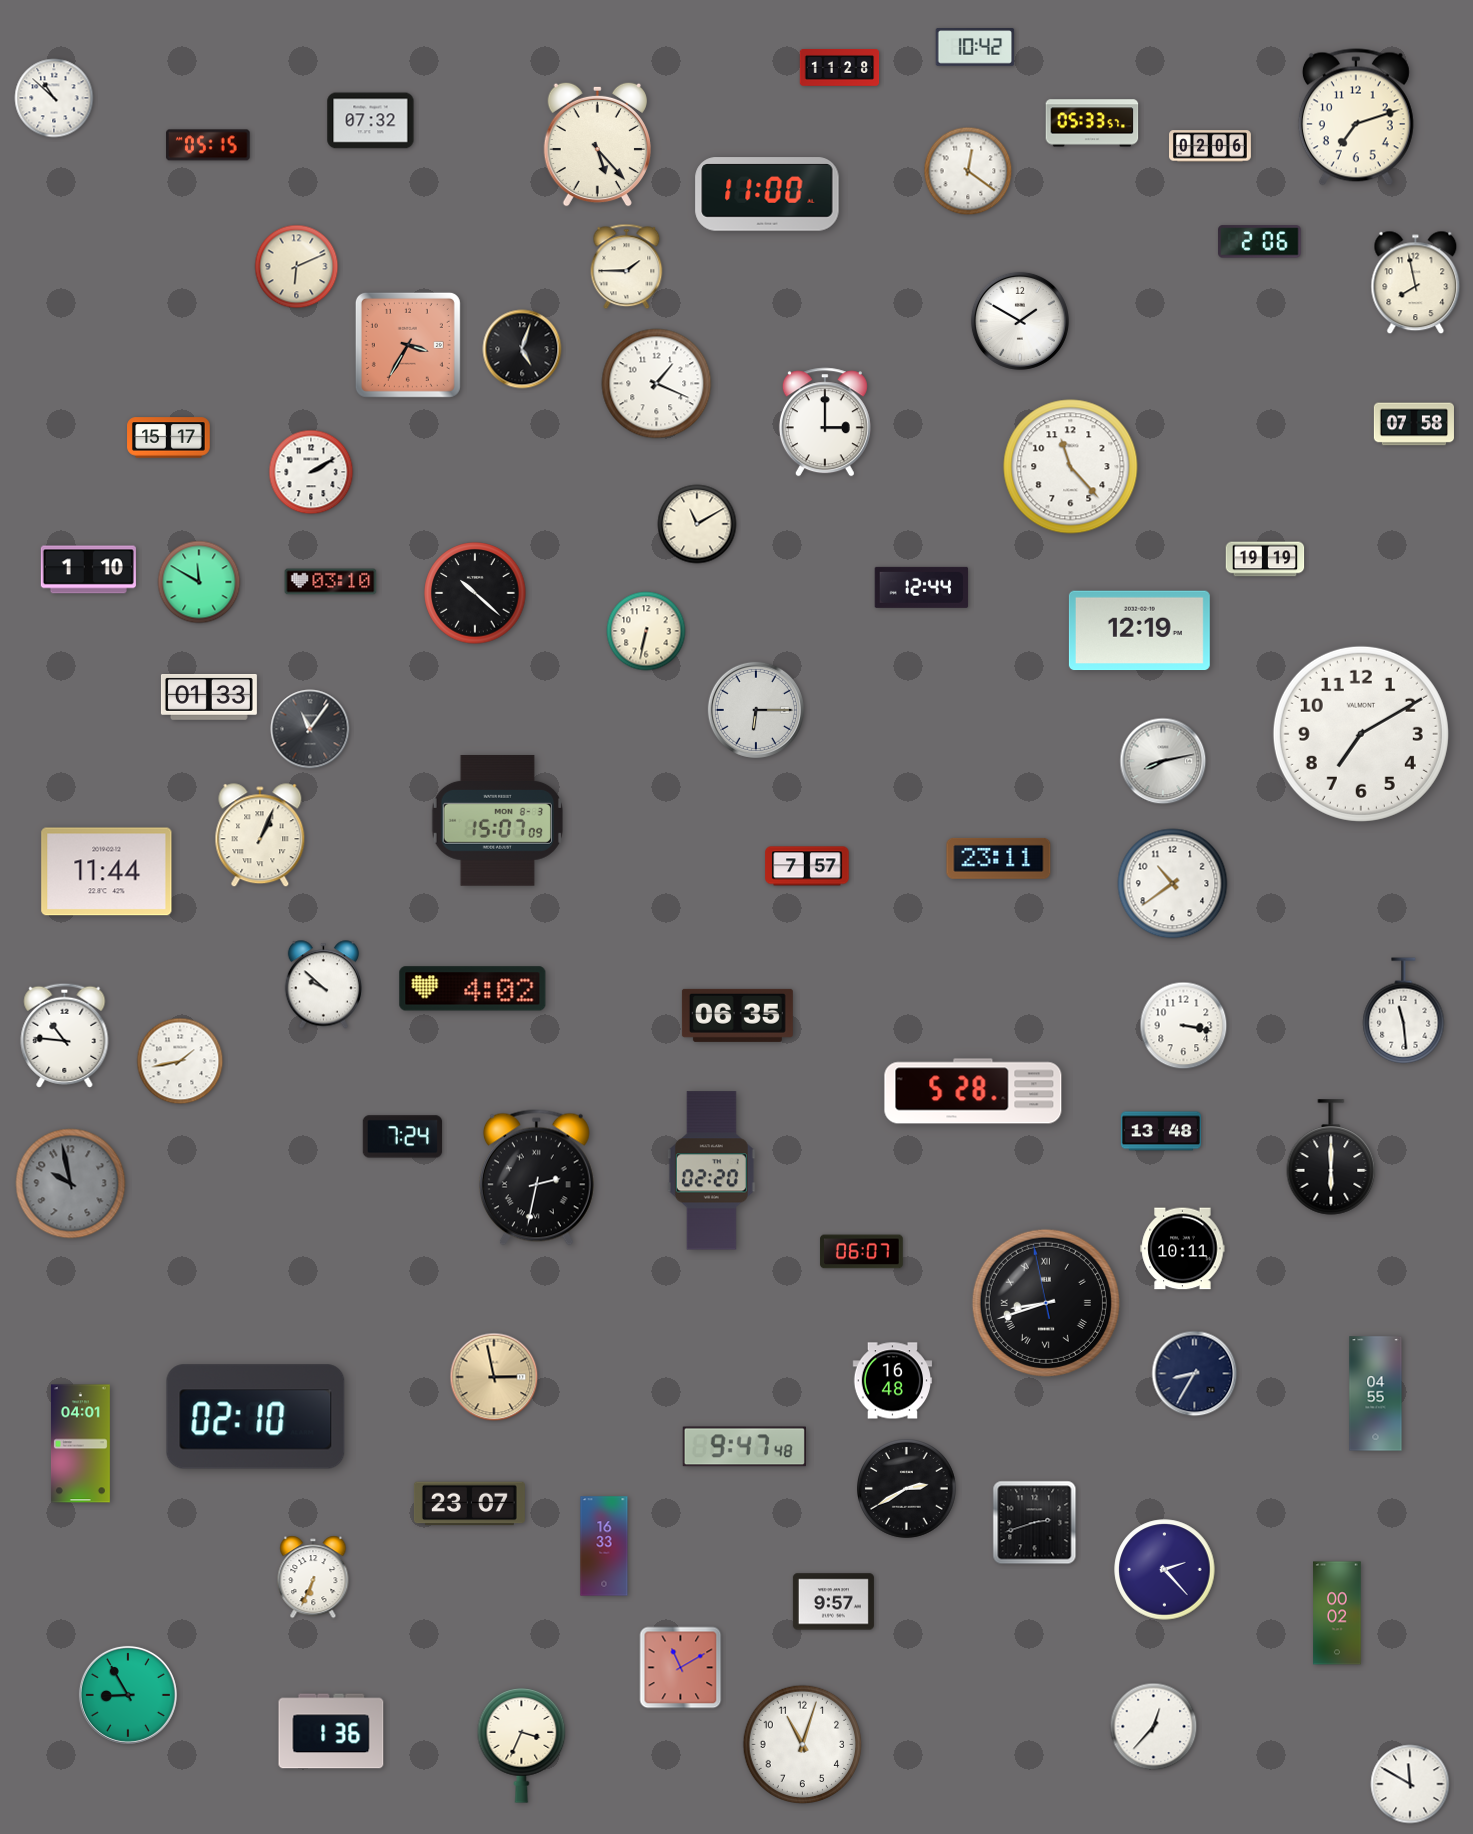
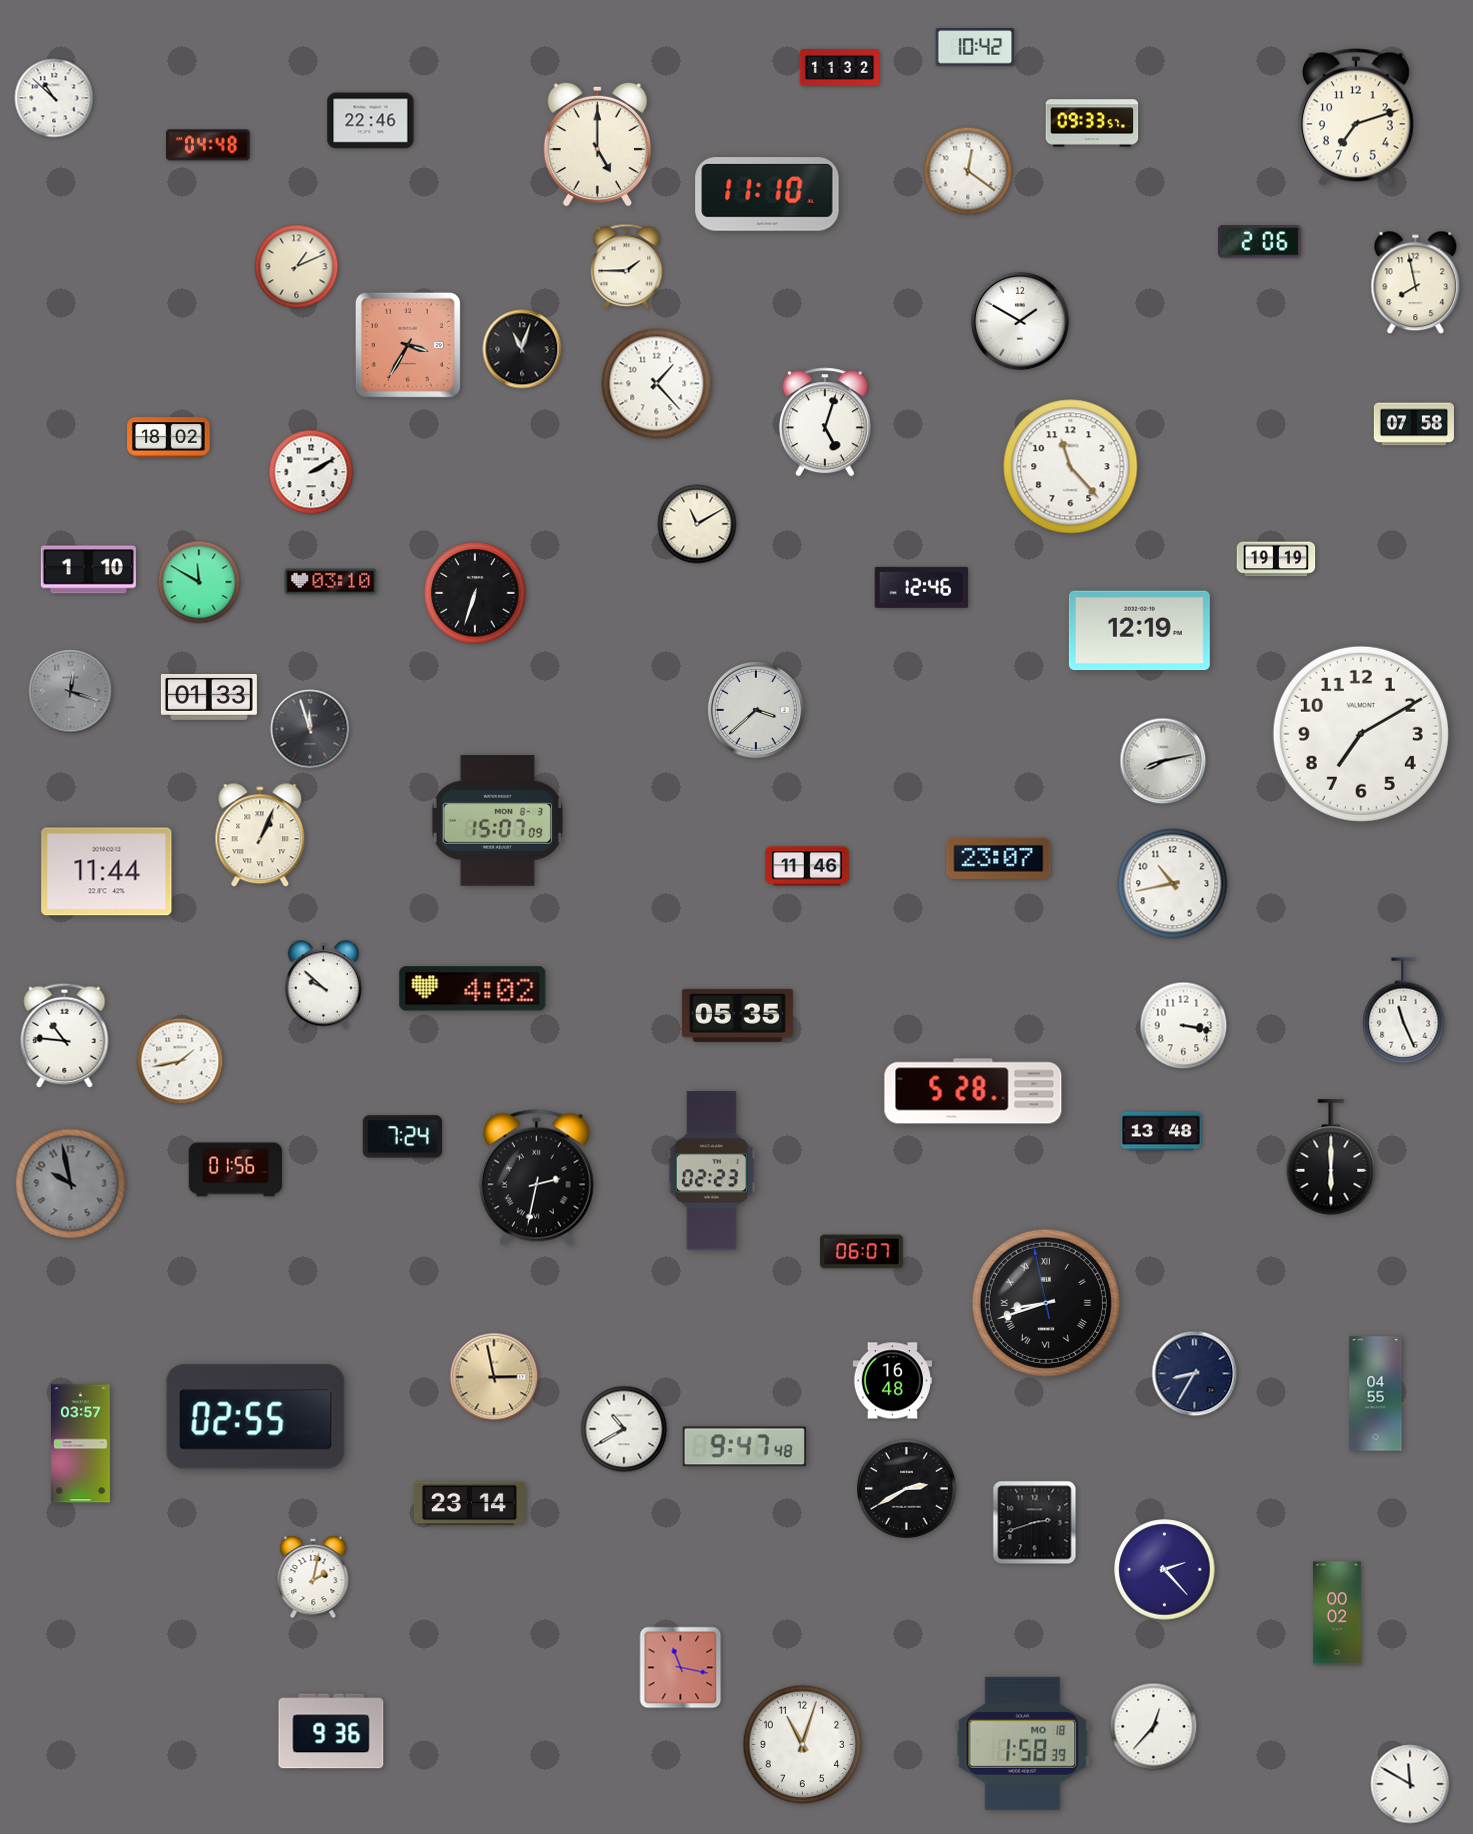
clock at (840, 68): 11:28 -> 11:32
clock at (371, 121): 07:32 -> 22:46
clock at (1092, 123): 05:33 -> 09:33
clock at (597, 144): 5:23 -> 5:00
clock at (208, 145): 05:15 -> 04:48
clock at (1211, 146): 02:06 -> none
clock at (767, 194): 11:00 -> 11:10
clock at (297, 267): 6:11 -> 1:11
clock at (522, 349): 5:03 -> 11:03
clock at (657, 384): 1:19 -> 1:23
clock at (825, 422): 3:00 -> 5:03
clock at (169, 438): 15:17 -> 18:02
clock at (1265, 559) position: (1265, 559) -> (1276, 559)
clock at (922, 587): 12:44 -> 12:46
clock at (475, 593): 10:22 -> 6:33
clock at (646, 631): 6:32 -> none
clock at (71, 692): none -> 12:18
clock at (756, 710): 6:15 -> 3:38
clock at (310, 729): 11:06 -> 11:57
clock at (999, 858): 23:11 -> 23:07
clock at (807, 866): 7:57 -> 11:46
clock at (1173, 884): 10:39 -> 10:43
clock at (1404, 1011): 11:29 -> 11:26
clock at (737, 1015): 06:35 -> 05:35
clock at (236, 1170): none -> 01:56
clock at (711, 1171): 02:20 -> 02:23
clock at (1183, 1249): 10:11 -> none
clock at (256, 1417): 02:10 -> 02:55
clock at (624, 1429): none -> 10:40
clock at (80, 1444): 04:01 -> 03:57
clock at (469, 1504): 23:07 -> 23:14
clock at (604, 1546): 16:33 -> none
clock at (313, 1577): 6:34 -> 2:02
clock at (833, 1602): 9:57 -> none
clock at (681, 1668): 11:10 -> 11:17
clock at (128, 1695): 8:55 -> none
clock at (331, 1731): 1:36 -> 9:36
clock at (1023, 1743): none -> 1:58
clock at (522, 1746): 3:34 -> none
